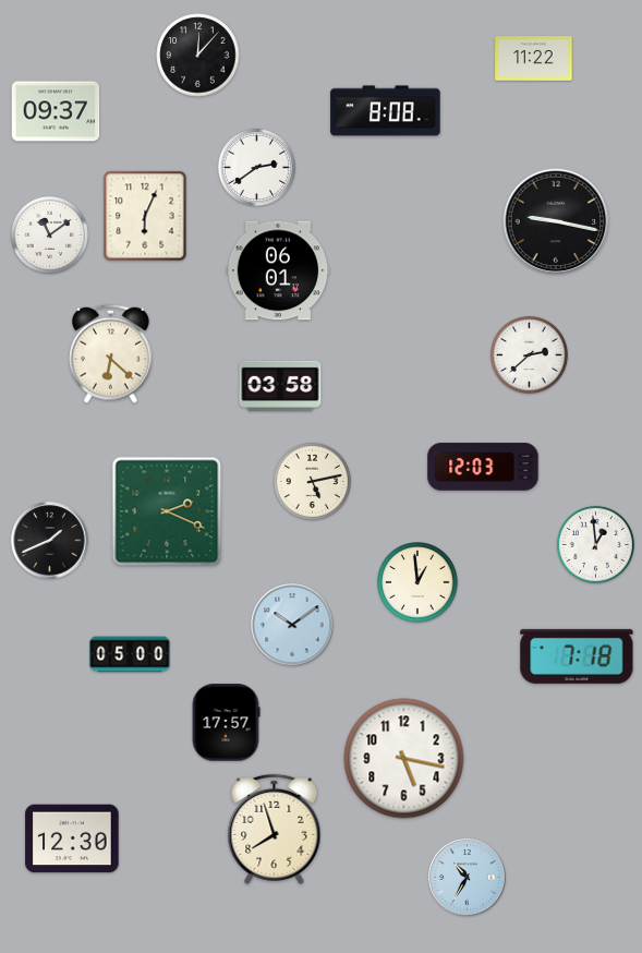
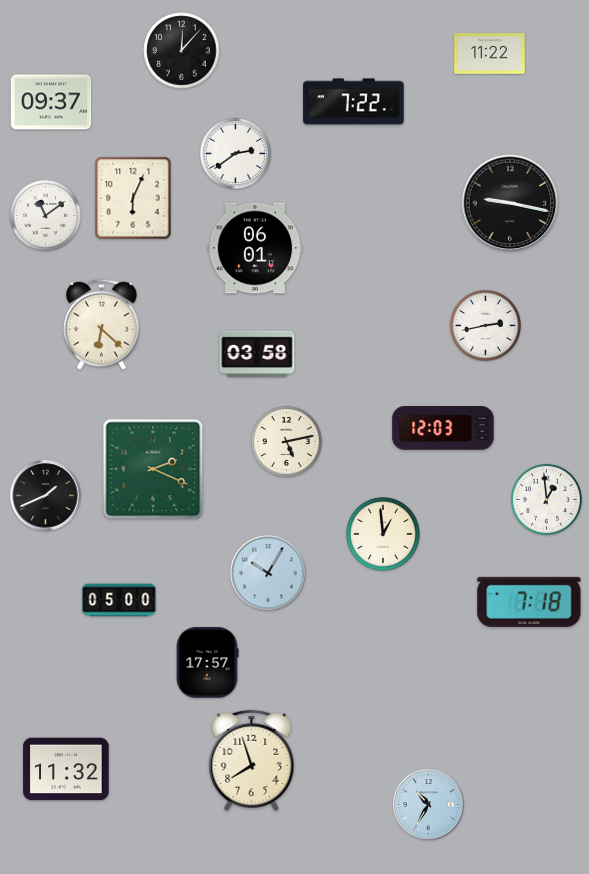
clock at (386, 111): 8:08 -> 7:22
clock at (529, 354): 2:38 -> 2:43
clock at (292, 625): 10:09 -> 10:05
clock at (404, 759): 5:17 -> none
clock at (72, 839): 12:30 -> 11:32
